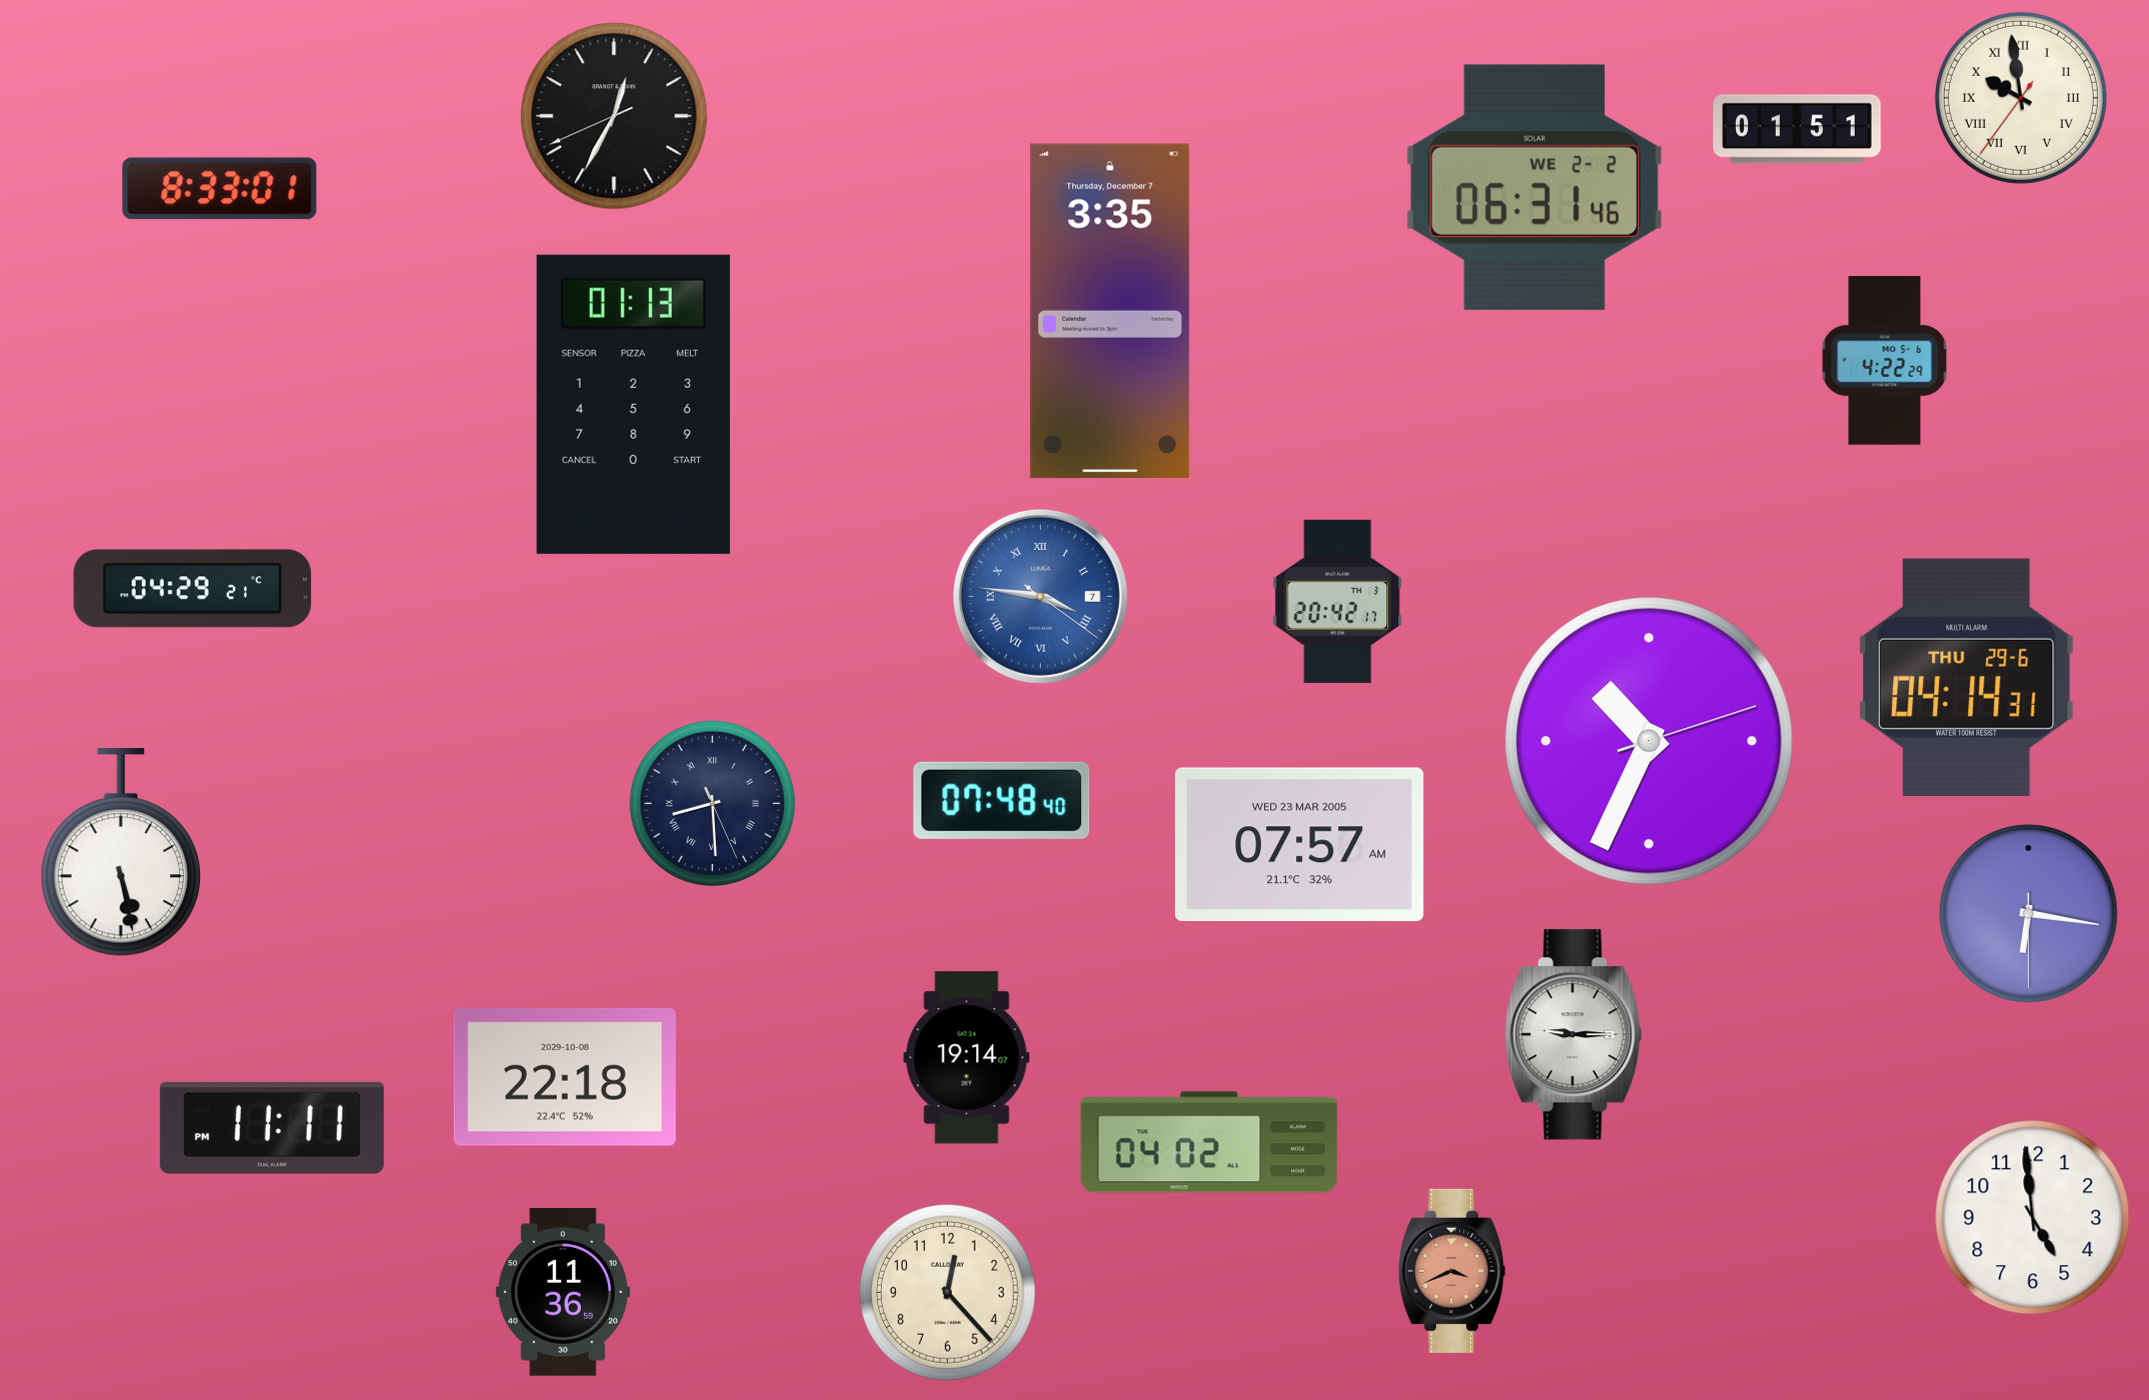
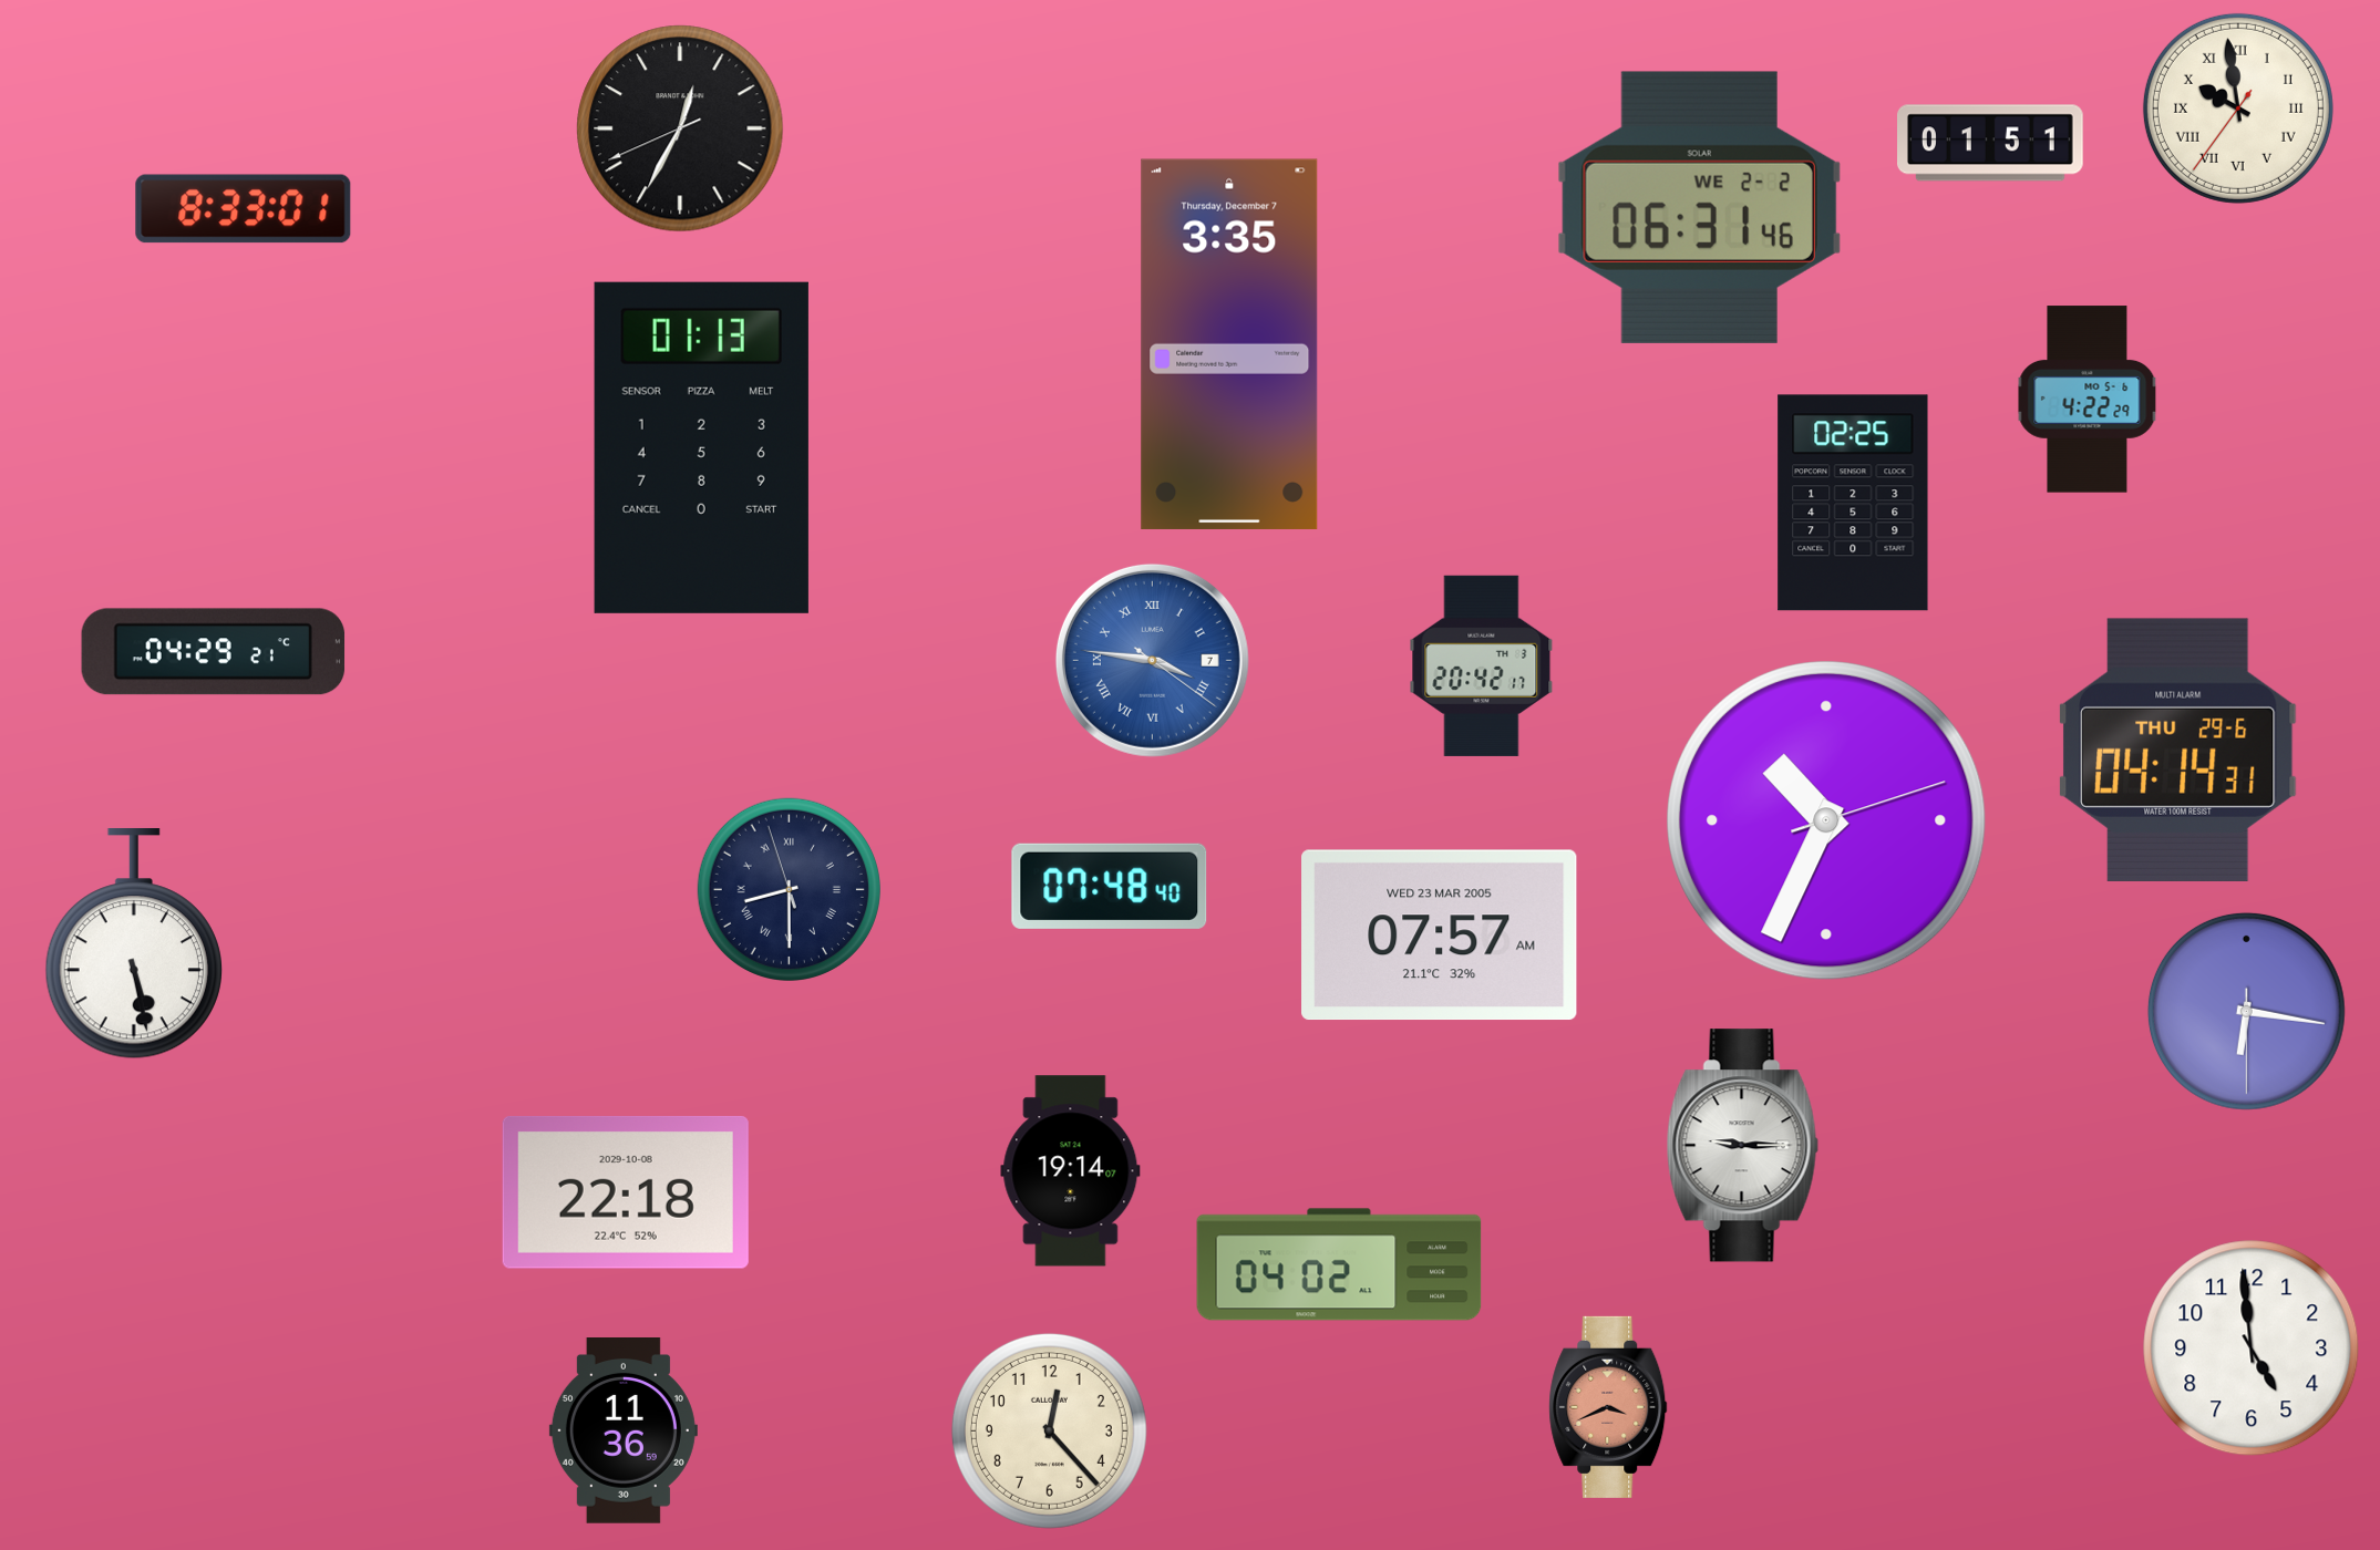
clock at (1853, 503): none -> 02:25
clock at (712, 803): 8:29:26 -> 8:29:57
clock at (272, 1128): 11:11 -> none
